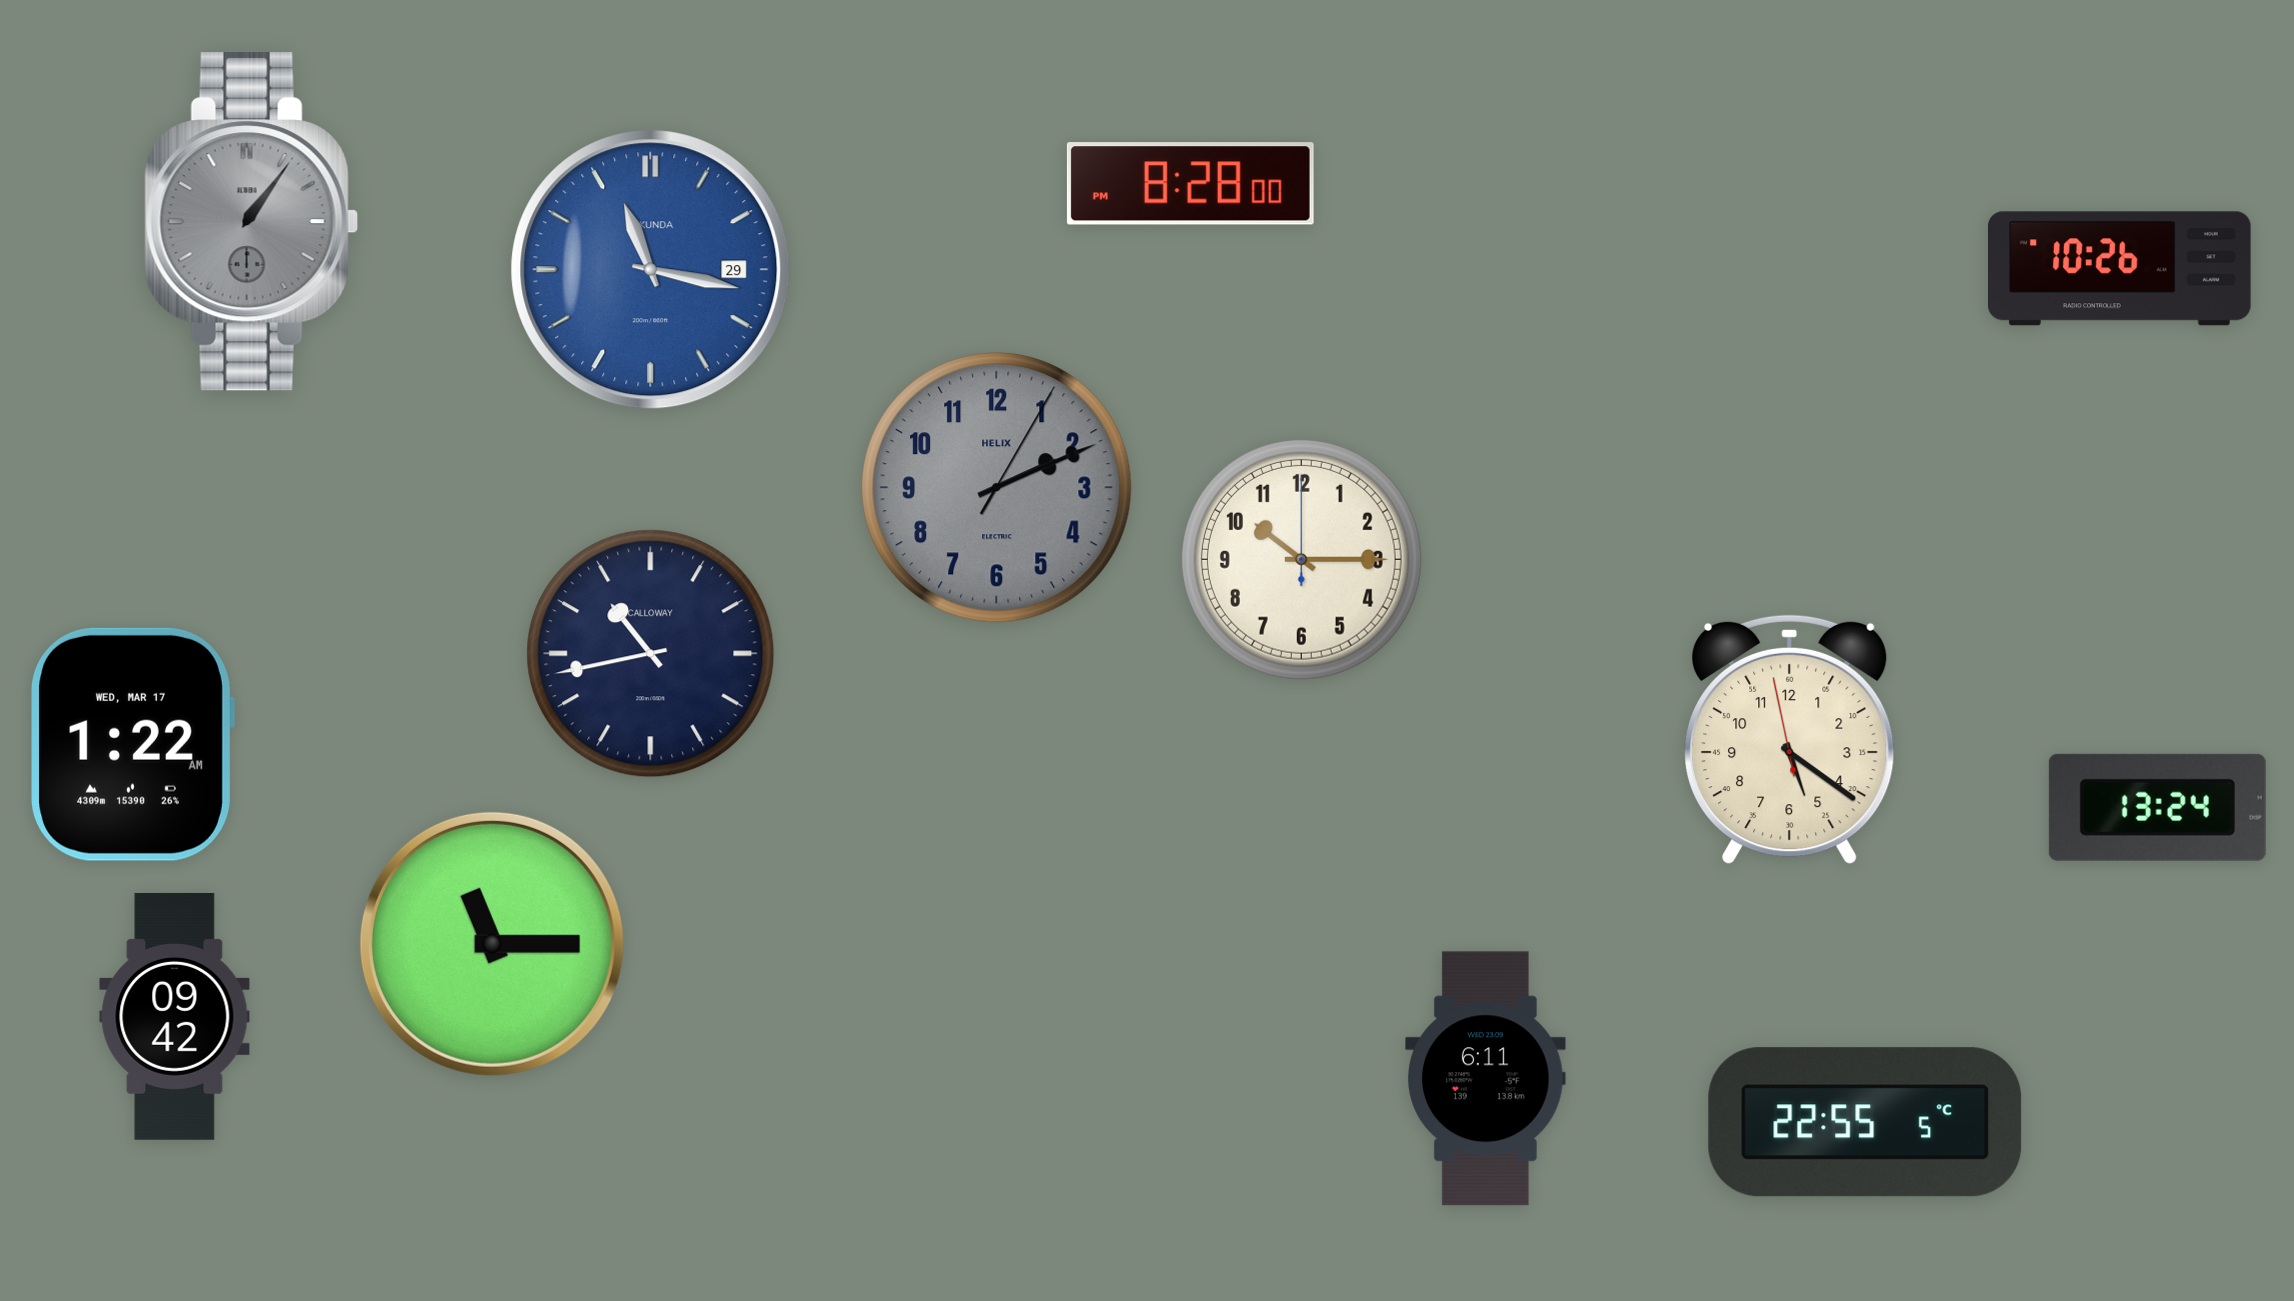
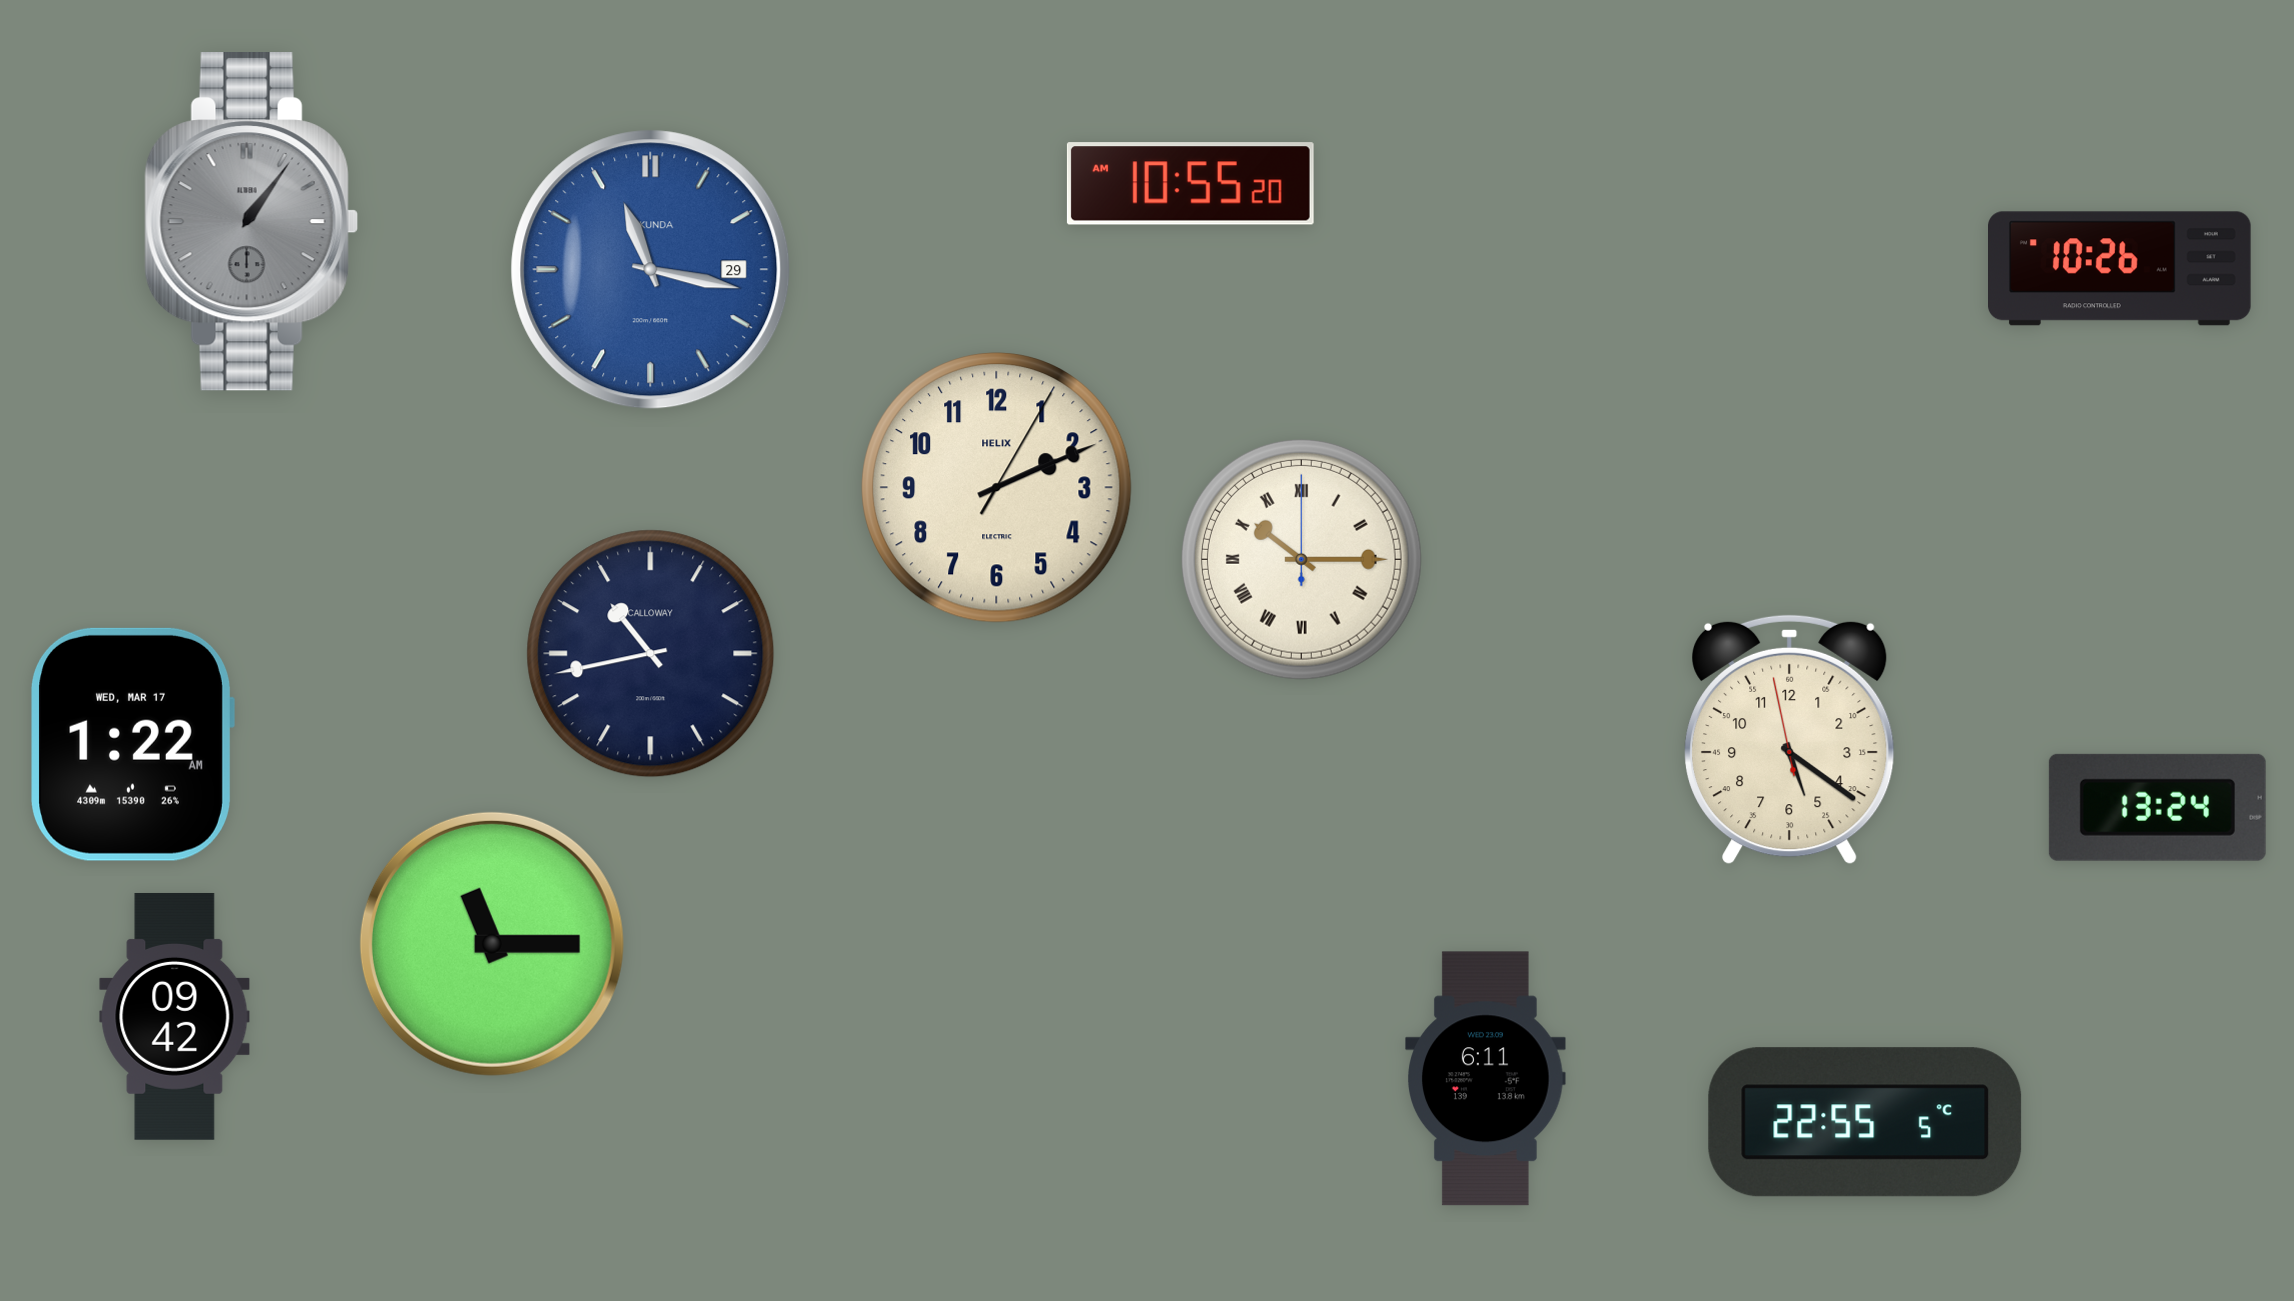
clock at (1190, 184): 8:28 -> 10:55
clock at (997, 488) dial: grey -> cream
clock at (1301, 559) numerals: Arabic -> Roman
